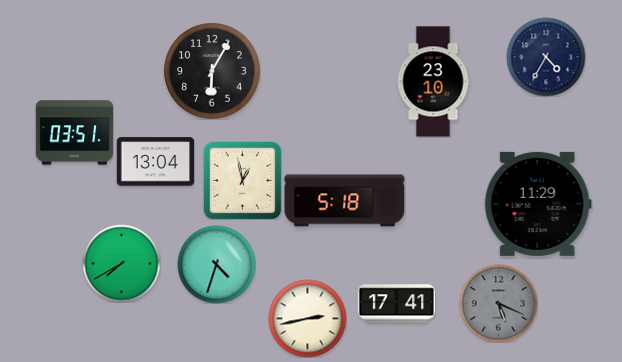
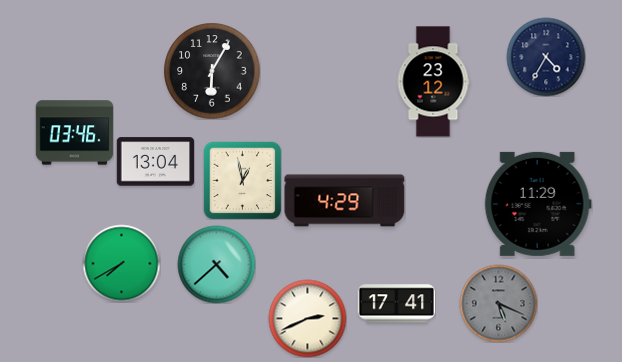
clock at (433, 82): 23:10 -> 23:12
clock at (74, 133): 03:51 -> 03:46
clock at (345, 201): 5:18 -> 4:29
clock at (216, 264): 4:33 -> 4:38
clock at (307, 318): 2:43 -> 2:41
